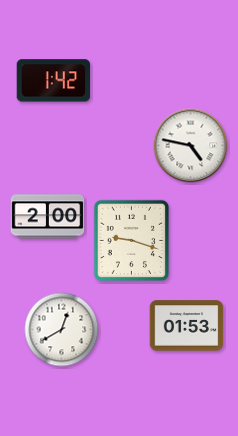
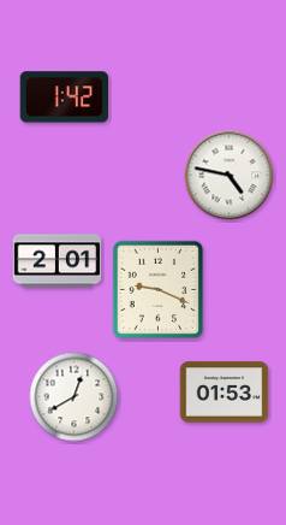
clock at (48, 217): 2:00 -> 2:01
clock at (131, 240): 9:18 -> 9:19
